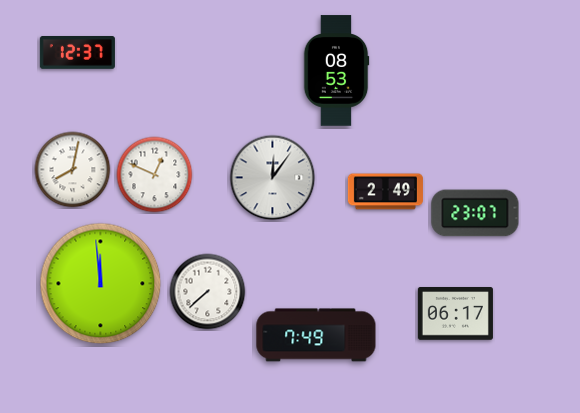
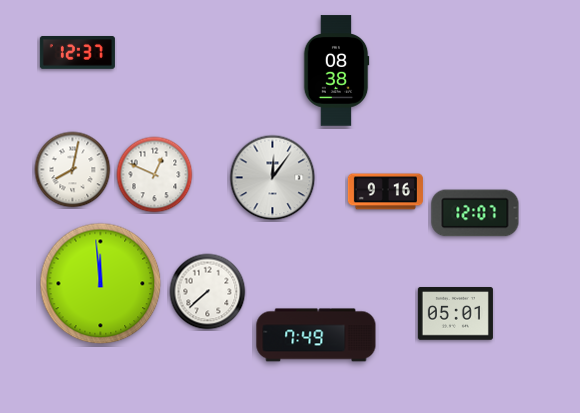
clock at (336, 71): 08:53 -> 08:38
clock at (385, 192): 2:49 -> 9:16
clock at (475, 213): 23:07 -> 12:07
clock at (455, 314): 06:17 -> 05:01
